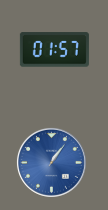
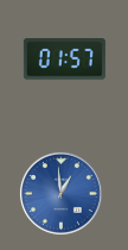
clock at (51, 162): 1:06 -> 12:59
